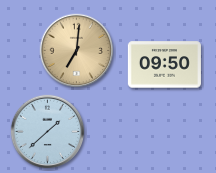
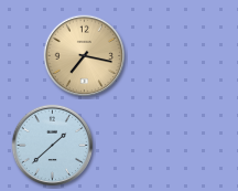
clock at (77, 51): 7:01 -> 7:17
clock at (164, 65): 09:50 -> none
